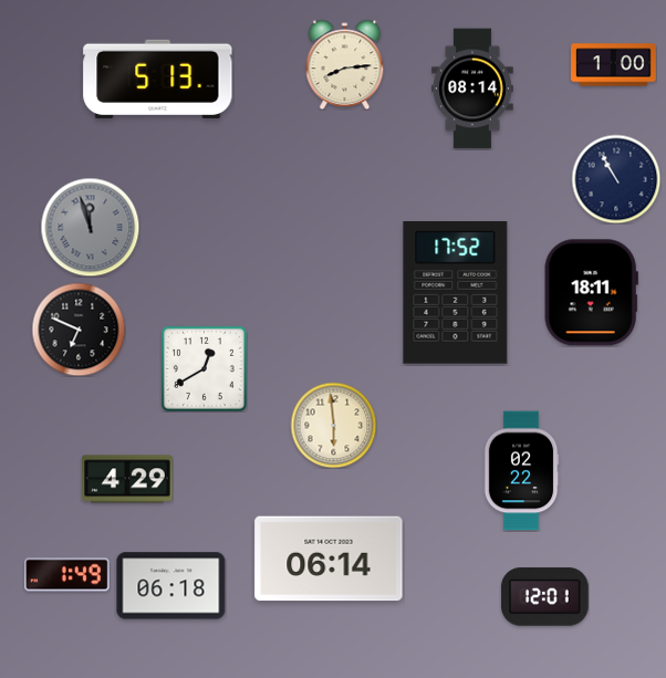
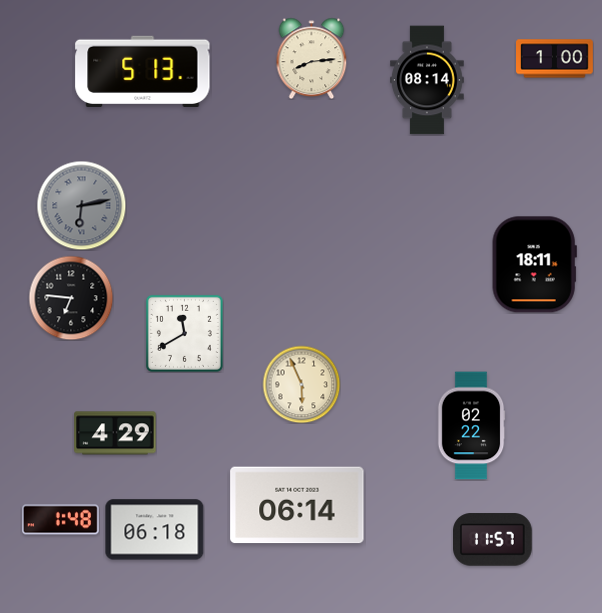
clock at (616, 179): 10:55 -> none
clock at (90, 227): 11:57 -> 6:13
clock at (456, 293): 17:52 -> none
clock at (79, 330): 6:49 -> 6:46
clock at (204, 368): 12:40 -> 11:40
clock at (333, 425): 5:59 -> 5:56
clock at (66, 575): 1:49 -> 1:48
clock at (545, 597): 12:01 -> 11:57
